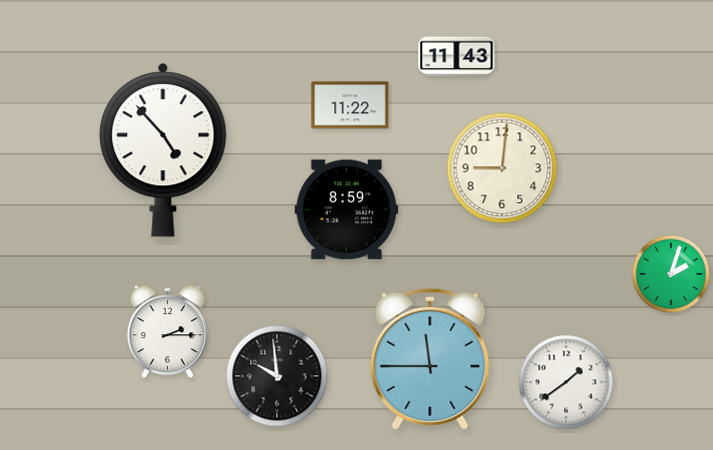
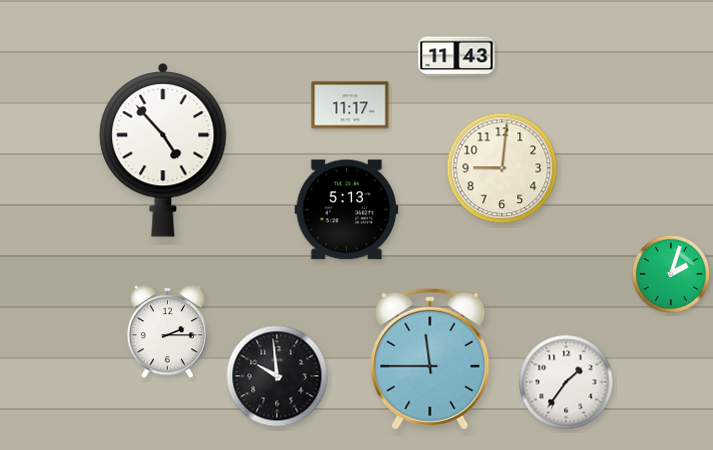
clock at (350, 105): 11:22 -> 11:17
clock at (347, 210): 8:59 -> 5:13
clock at (566, 382): 1:39 -> 1:36
